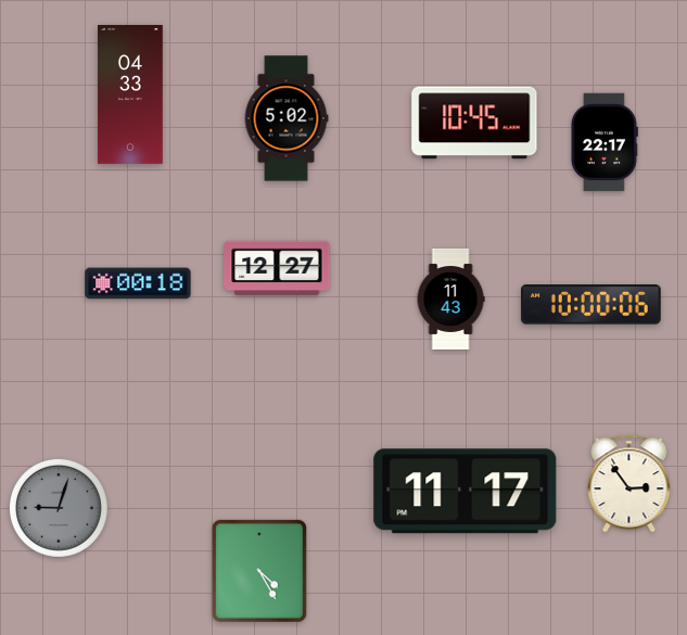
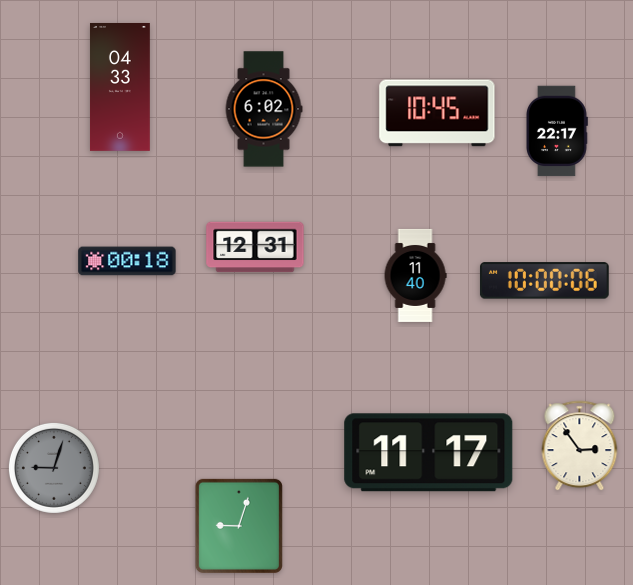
clock at (287, 118): 5:02 -> 6:02
clock at (277, 268): 12:27 -> 12:31
clock at (450, 299): 11:43 -> 11:40
clock at (259, 571): 4:25 -> 9:03
